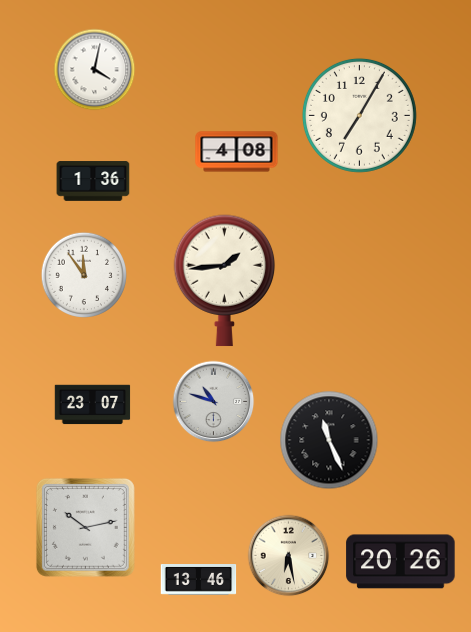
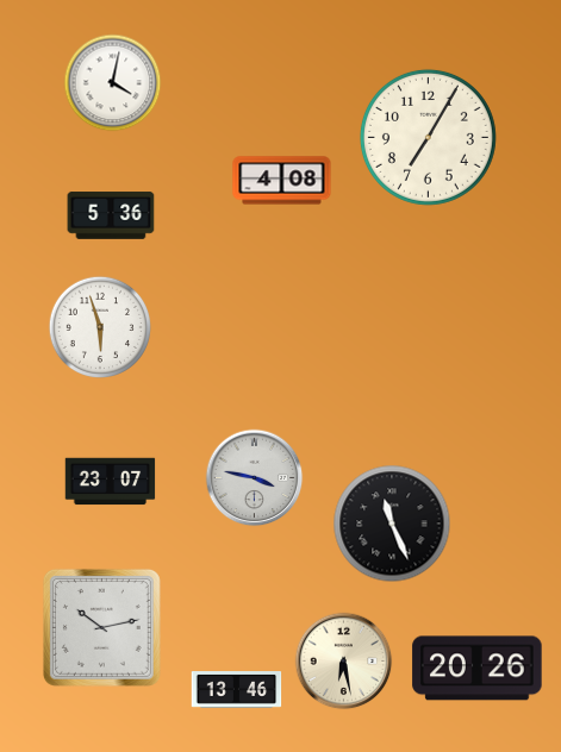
clock at (93, 181): 1:36 -> 5:36
clock at (83, 274): 11:54 -> 5:57
clock at (225, 281): 1:44 -> none
clock at (214, 402): 10:48 -> 3:47
